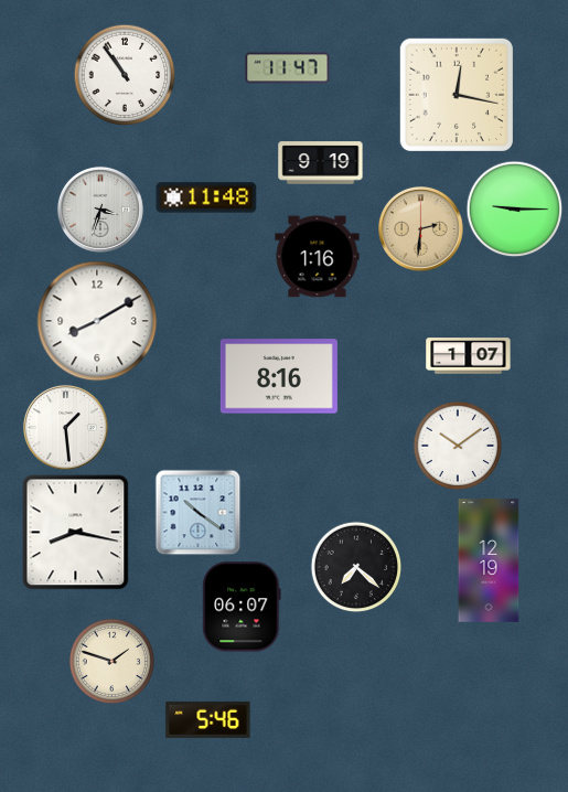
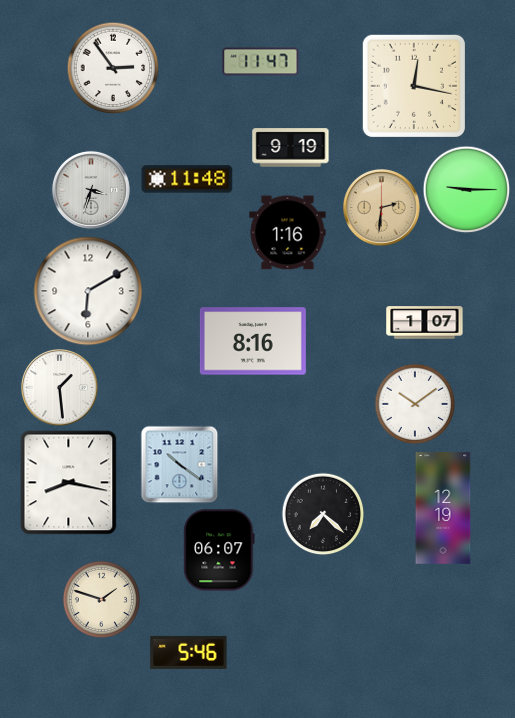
clock at (125, 75): 10:54 -> 2:54
clock at (97, 321): 8:10 -> 6:10
